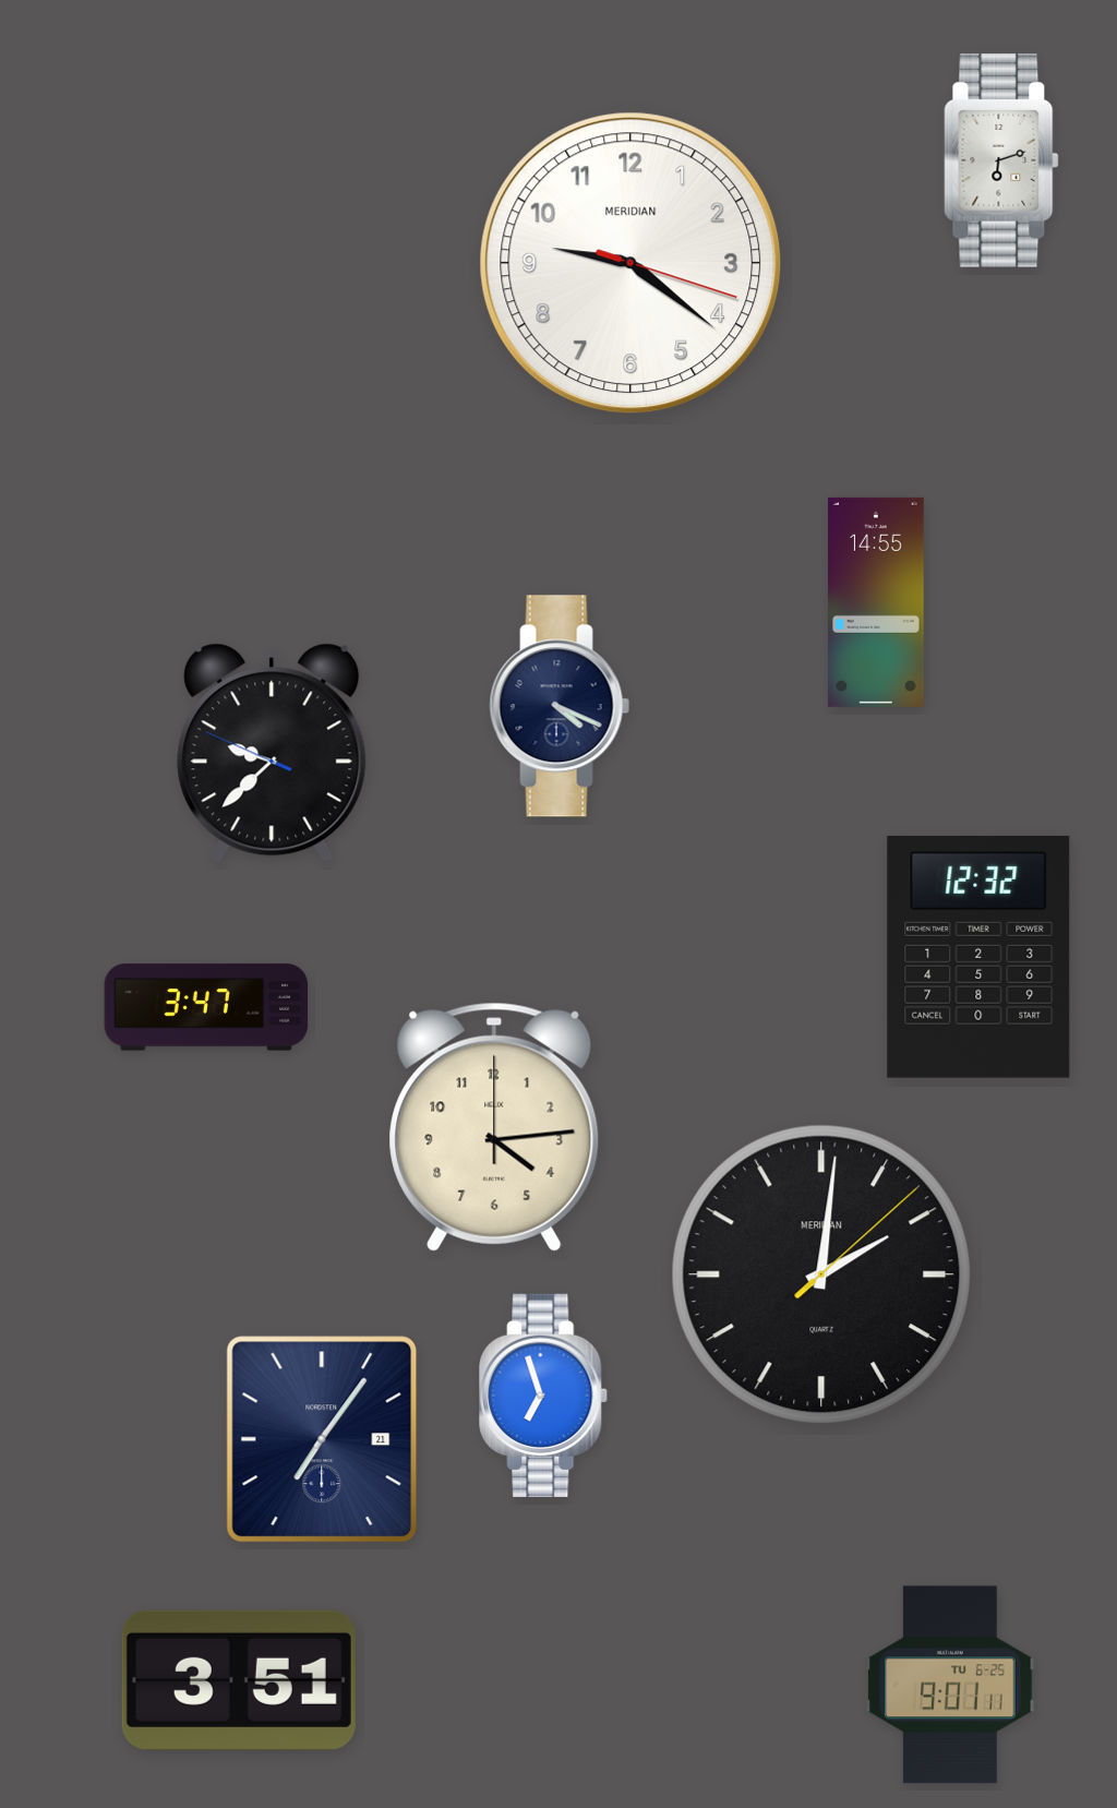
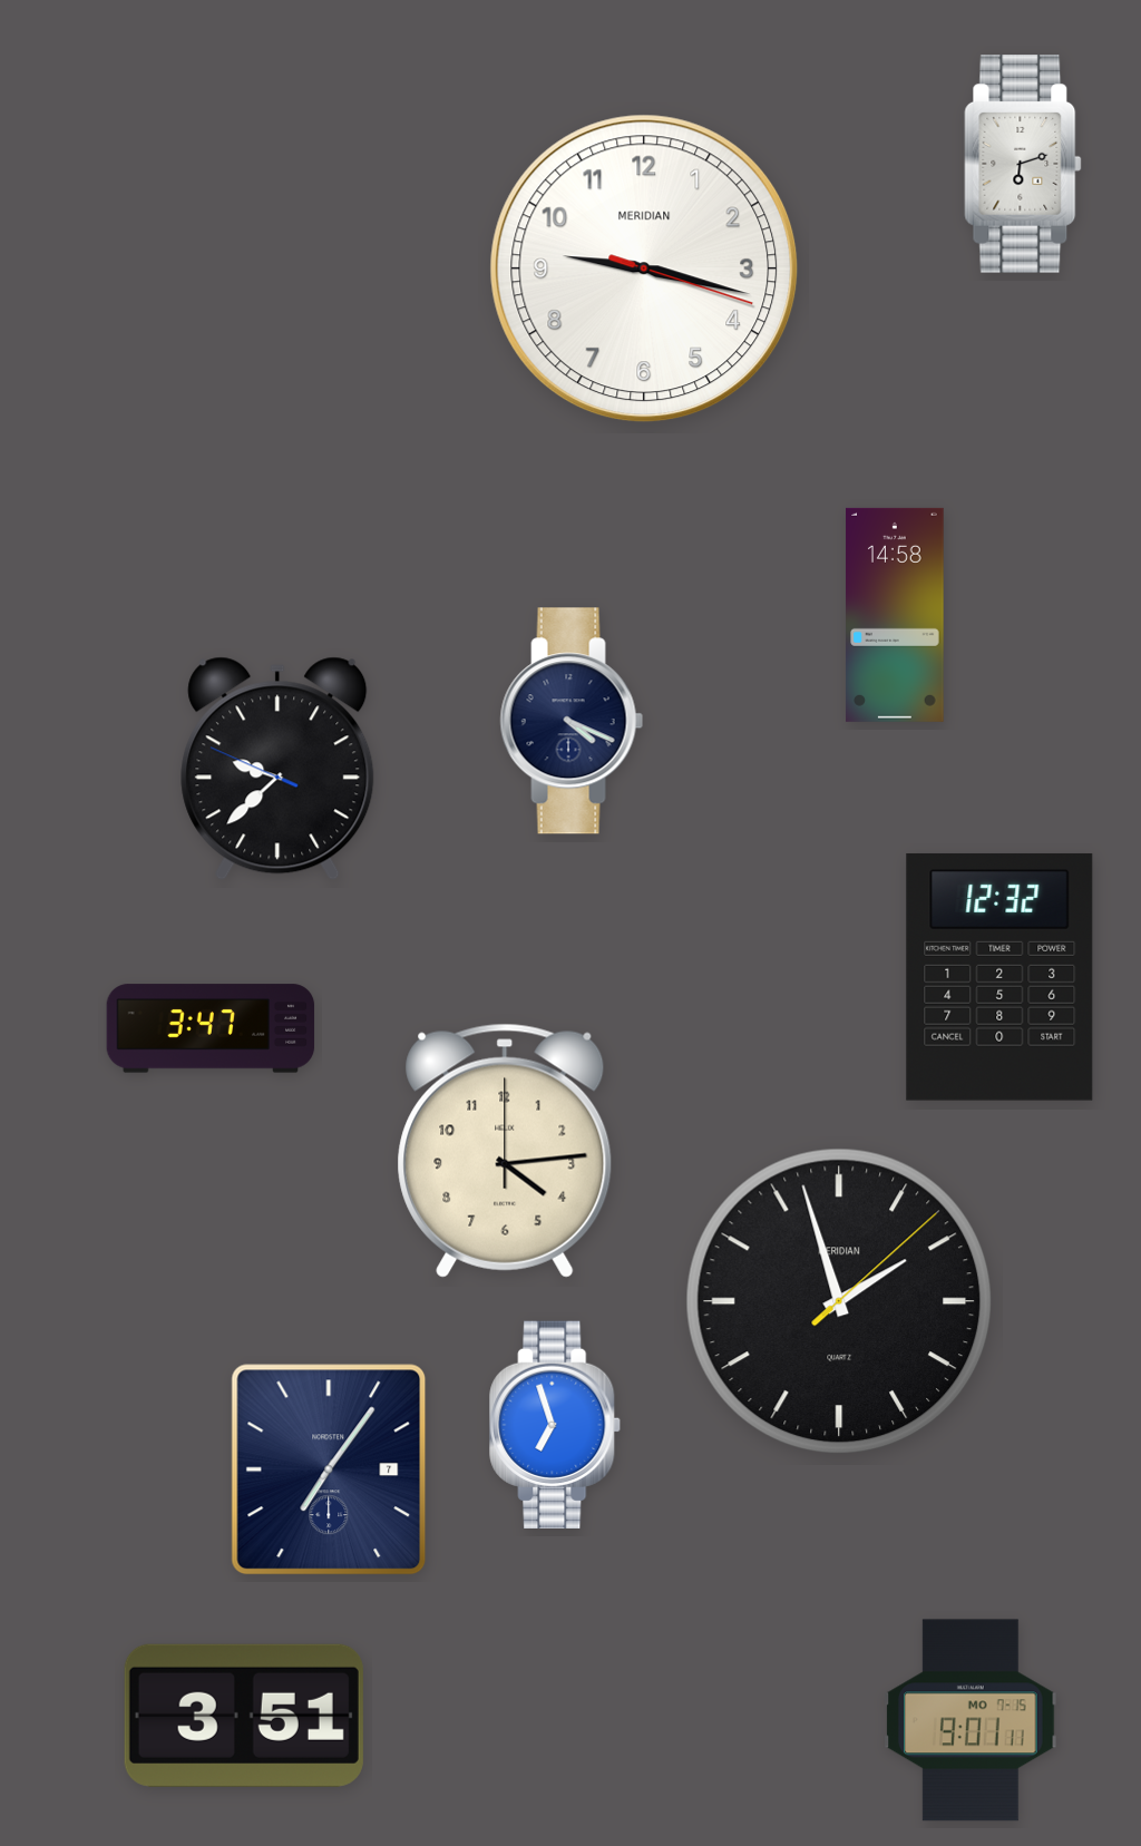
clock at (630, 263): 9:21 -> 9:17
clock at (876, 602): 14:55 -> 14:58
clock at (820, 1273): 2:01 -> 1:57
clock at (322, 1439) date: 21 -> 7
clock at (950, 1685) date: TU 6-25 -> MO 7-15
